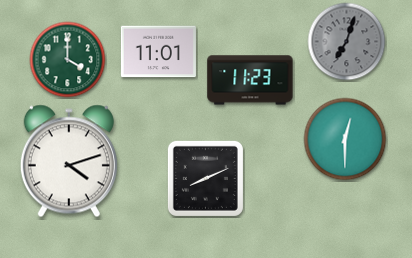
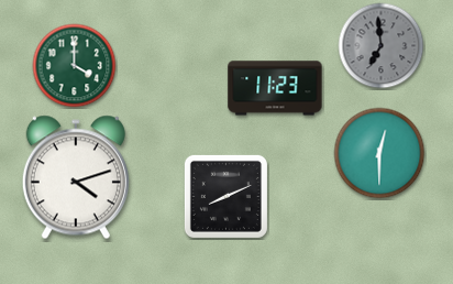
clock at (347, 42): 7:03 -> 6:59
clock at (158, 52): 11:01 -> none
